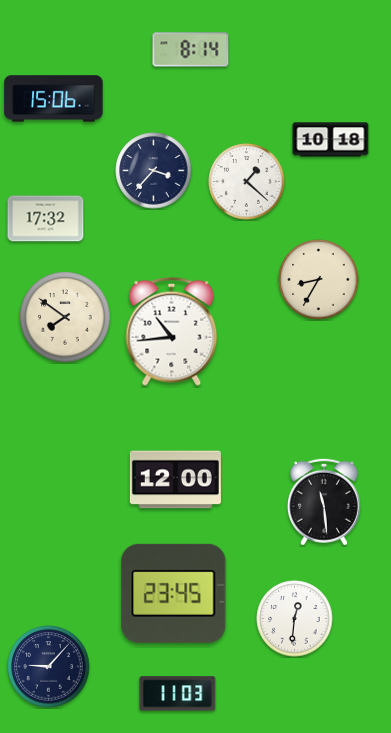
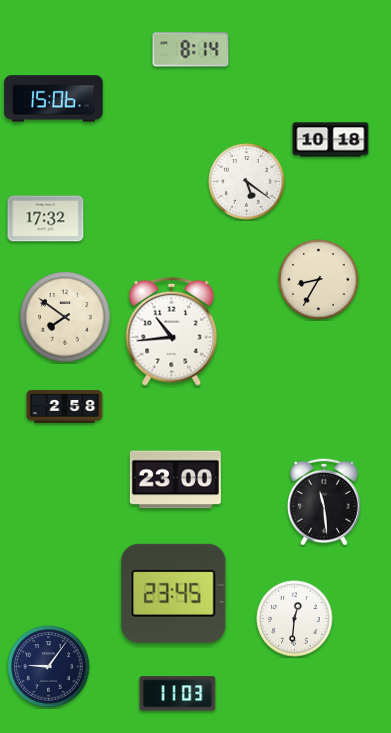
clock at (154, 171): 3:37 -> none
clock at (247, 182): 1:22 -> 5:21
clock at (65, 407): none -> 2:58
clock at (175, 480): 12:00 -> 23:00
clock at (49, 667): 9:07 -> 9:06
